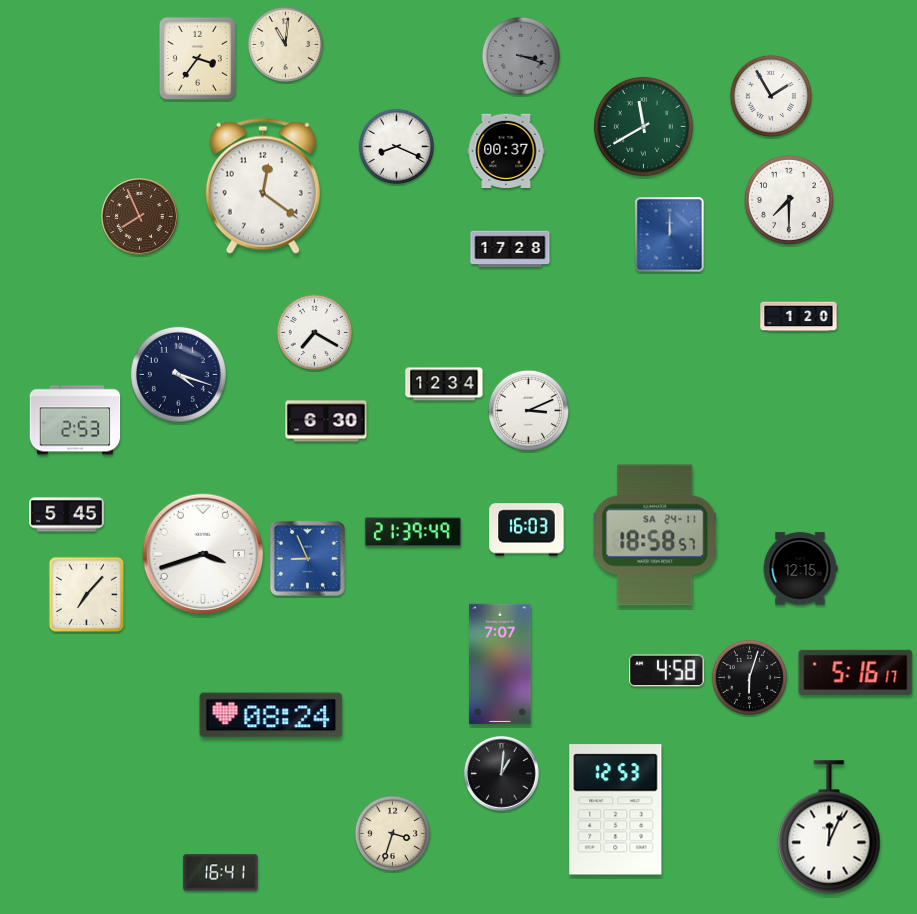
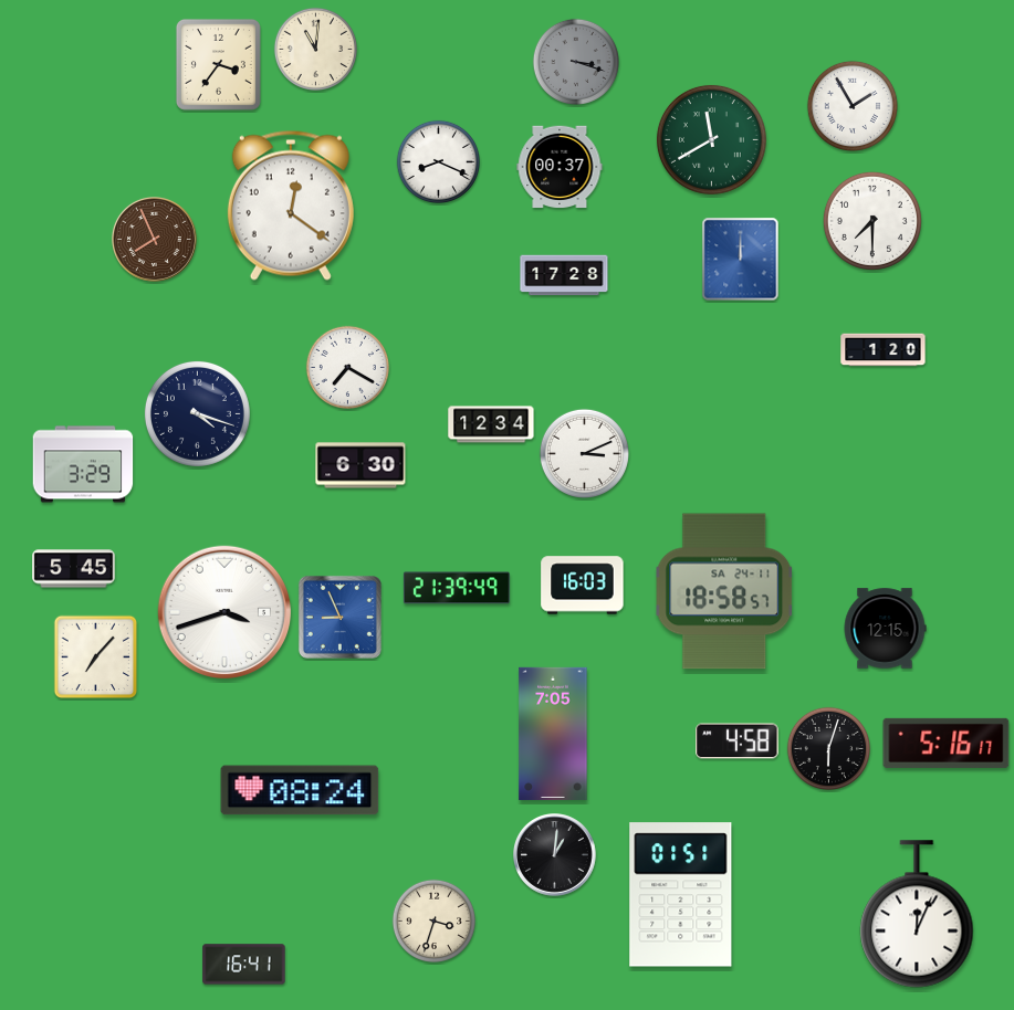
clock at (75, 420): 2:53 -> 3:29
clock at (500, 664): 7:07 -> 7:05
clock at (616, 810): 12:53 -> 01:51
